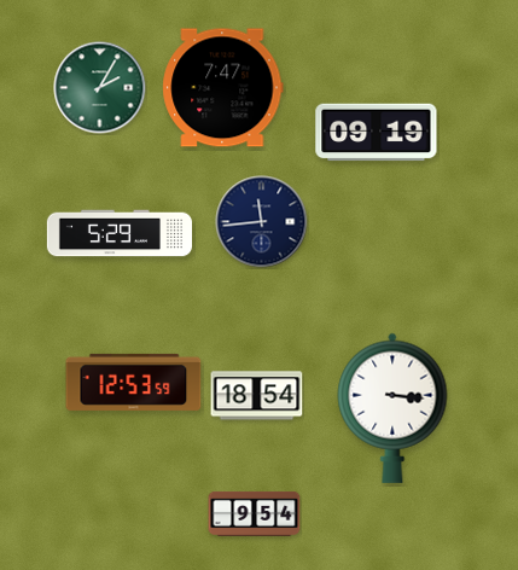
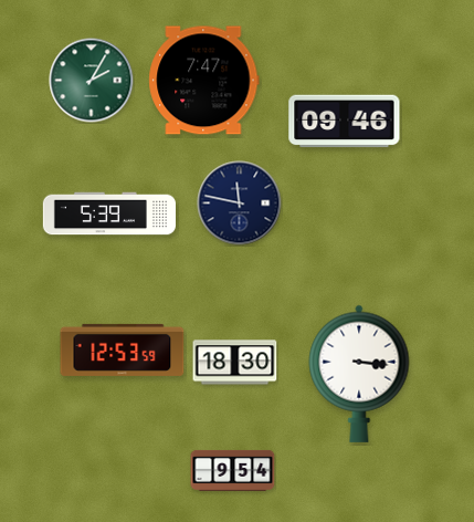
clock at (377, 133): 09:19 -> 09:46
clock at (262, 222): 11:44 -> 11:47
clock at (118, 233): 5:29 -> 5:39
clock at (257, 396): 18:54 -> 18:30
